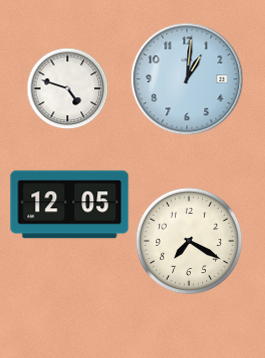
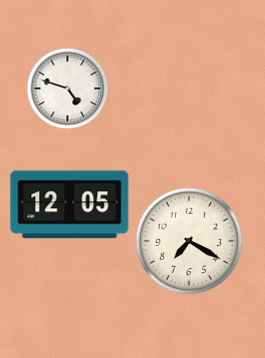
clock at (187, 79): 1:01 -> none
